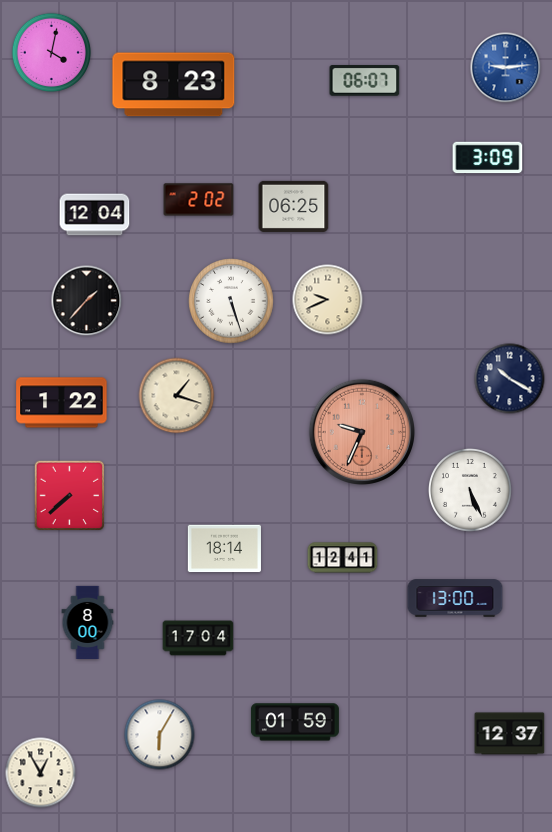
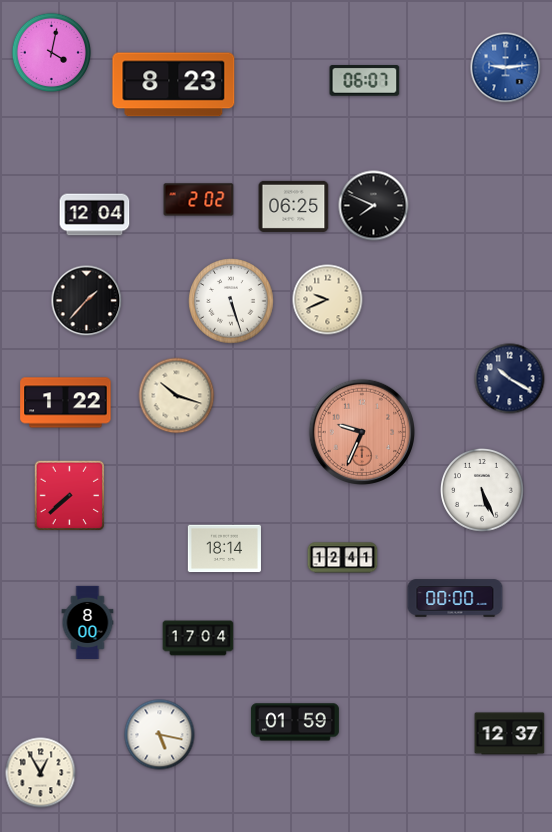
clock at (488, 158): 3:09 -> none
clock at (374, 206): none -> 7:49
clock at (177, 396): 1:18 -> 10:18
clock at (62, 403) position: (62, 403) -> (66, 403)
clock at (471, 491) position: (471, 491) -> (483, 491)
clock at (455, 598): 13:00 -> 00:00
clock at (160, 735): 6:05 -> 5:17
